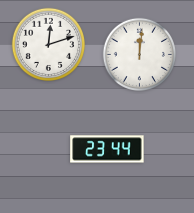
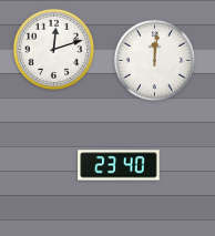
clock at (107, 149): 23:44 -> 23:40
